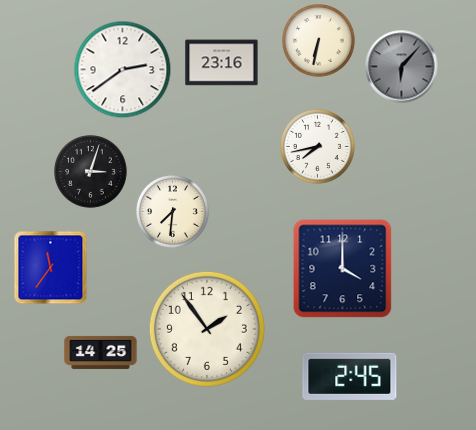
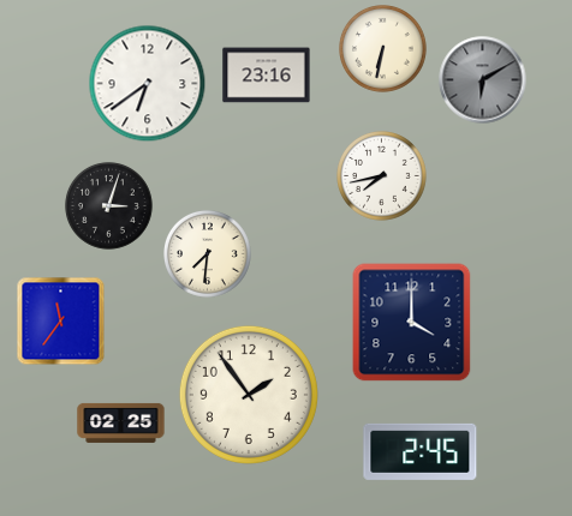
clock at (402, 67): 6:07 -> 6:10
clock at (123, 70): 2:39 -> 6:39
clock at (101, 352): 14:25 -> 02:25
